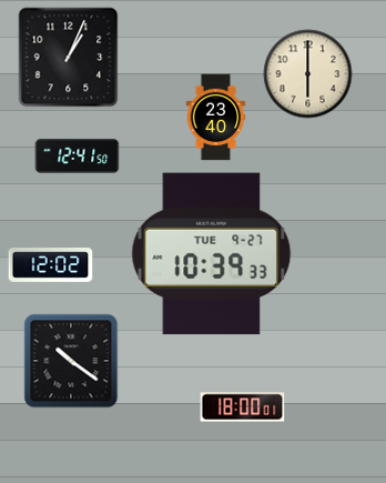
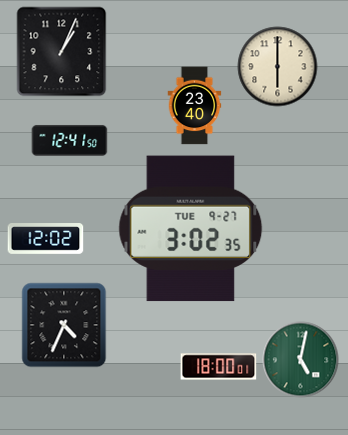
clock at (212, 254): 10:39 -> 3:02
clock at (71, 361): 10:21 -> 4:34
clock at (301, 360): none -> 5:02
